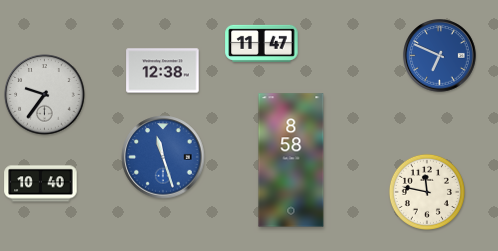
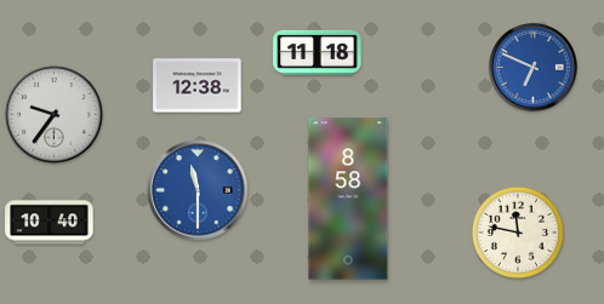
clock at (262, 43): 11:47 -> 11:18
clock at (163, 157): 11:27 -> 11:30
clock at (291, 160) position: (291, 160) -> (348, 199)
